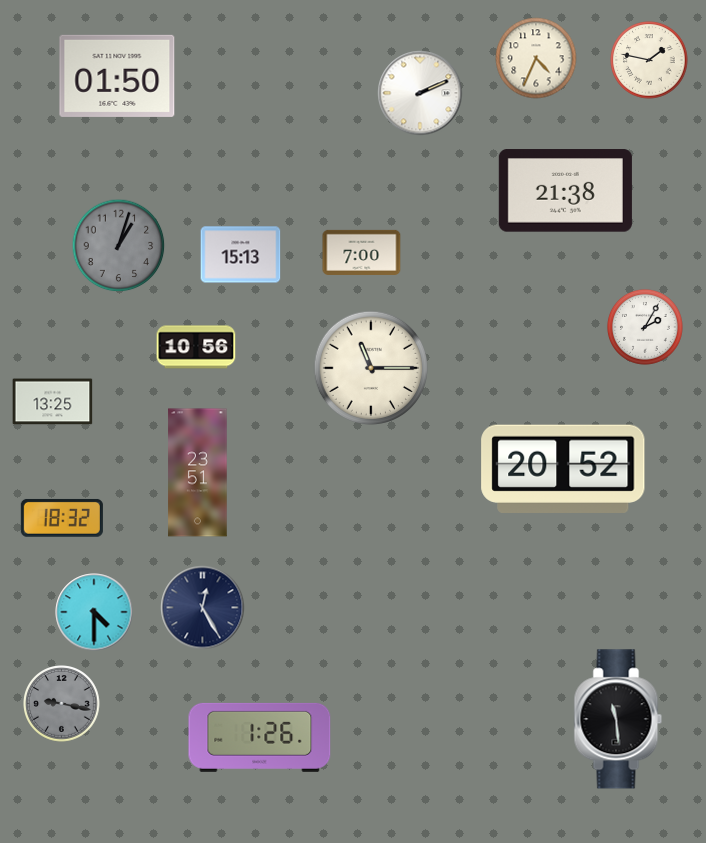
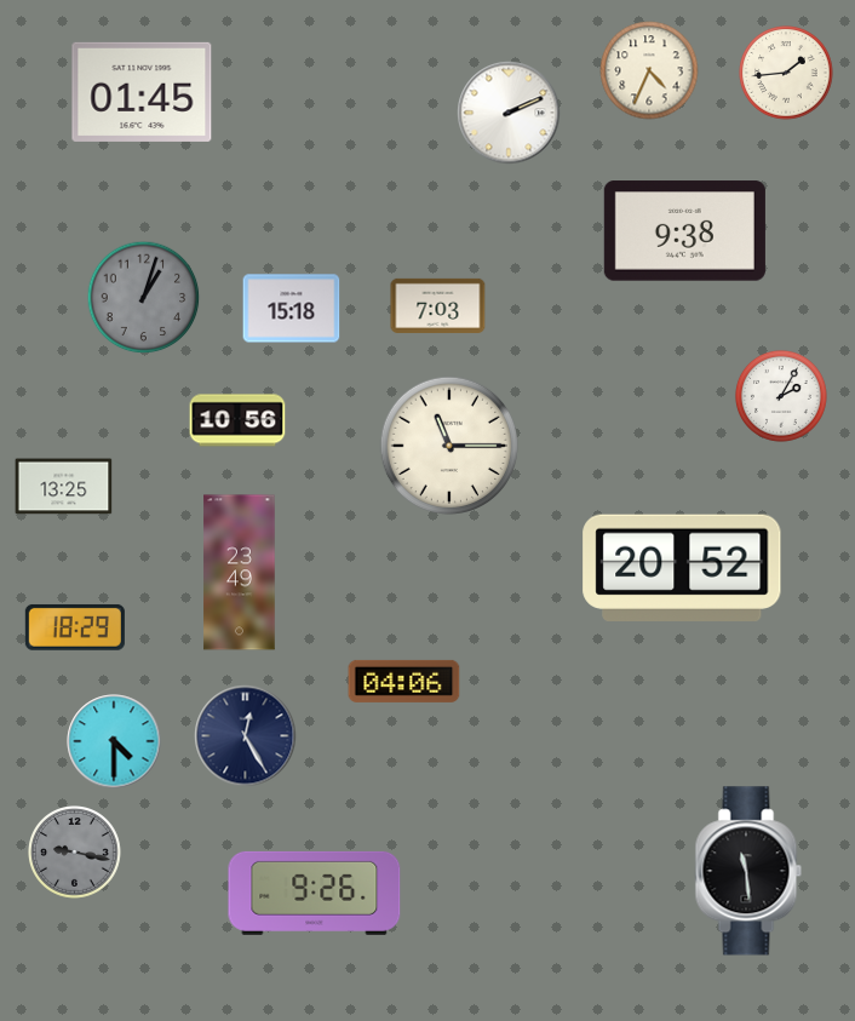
clock at (649, 60): 1:47 -> 1:44
clock at (117, 76): 01:50 -> 01:45
clock at (565, 191): 21:38 -> 9:38
clock at (362, 252): 7:00 -> 7:03
clock at (241, 255): 15:13 -> 15:18
clock at (198, 473): 23:51 -> 23:49
clock at (62, 518): 18:32 -> 18:29
clock at (404, 681): none -> 04:06
clock at (260, 737): 1:26 -> 9:26
